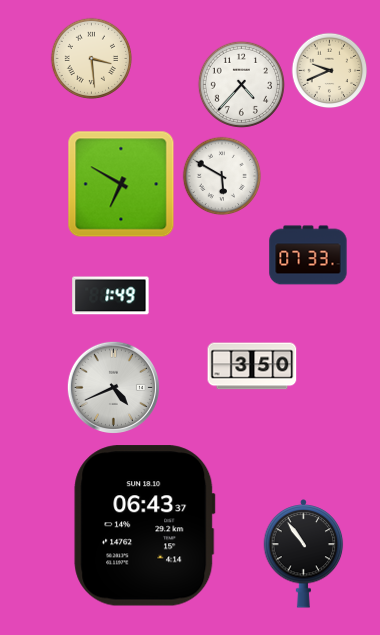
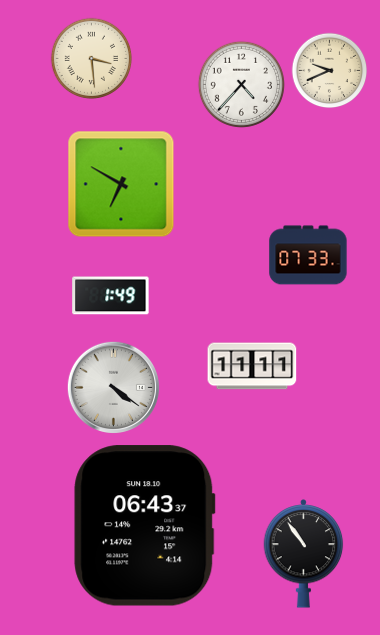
clock at (222, 176): 5:50 -> none
clock at (252, 366): 3:50 -> 11:11
clock at (113, 387): 4:41 -> 4:21
